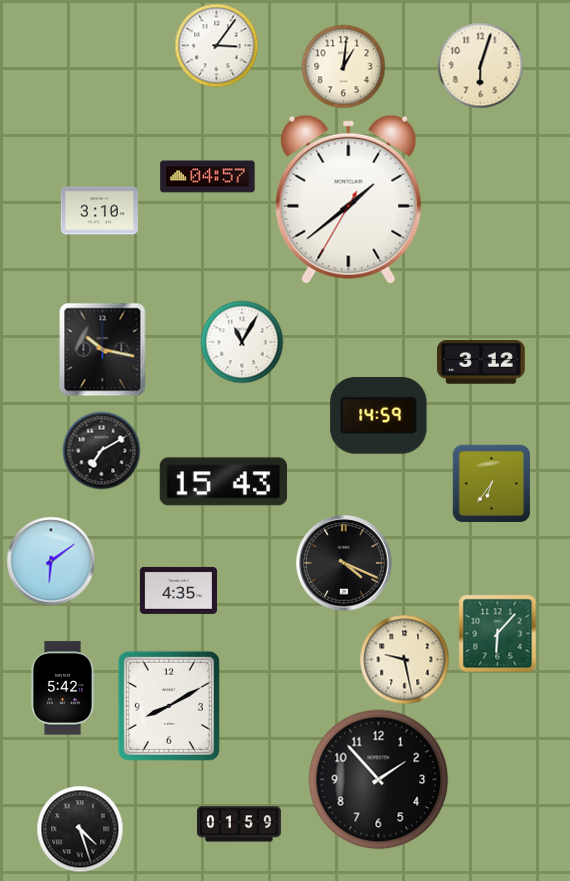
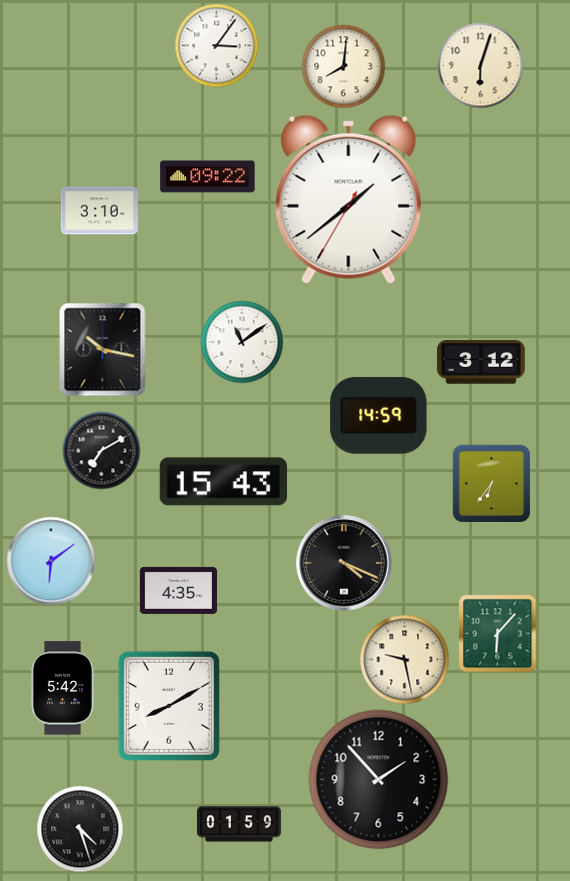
clock at (343, 66): 1:01 -> 8:01
clock at (208, 177): 04:57 -> 09:22
clock at (242, 342): 11:05 -> 11:09
